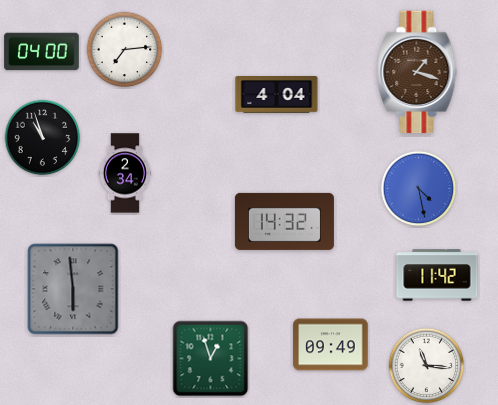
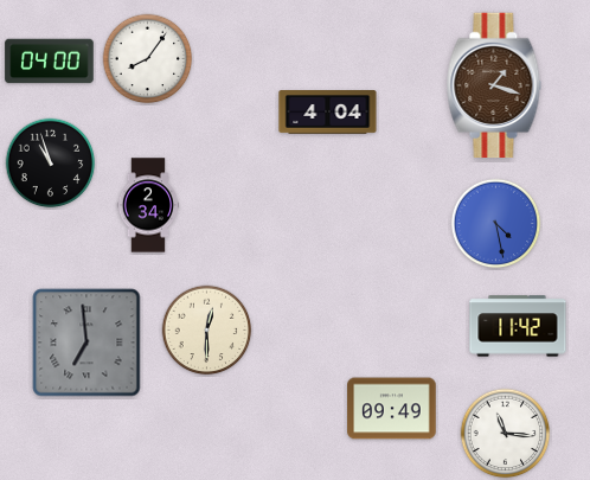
clock at (125, 50): 7:14 -> 8:06
clock at (284, 221): 14:32 -> none
clock at (207, 331): none -> 12:30
clock at (73, 289): 5:59 -> 6:59
clock at (211, 359): 12:57 -> none
